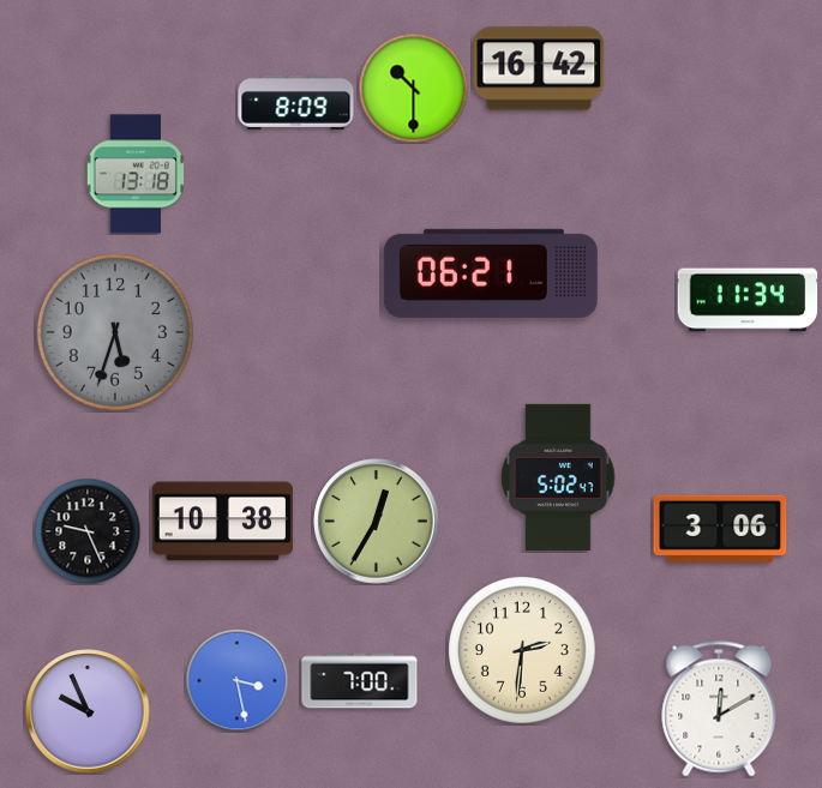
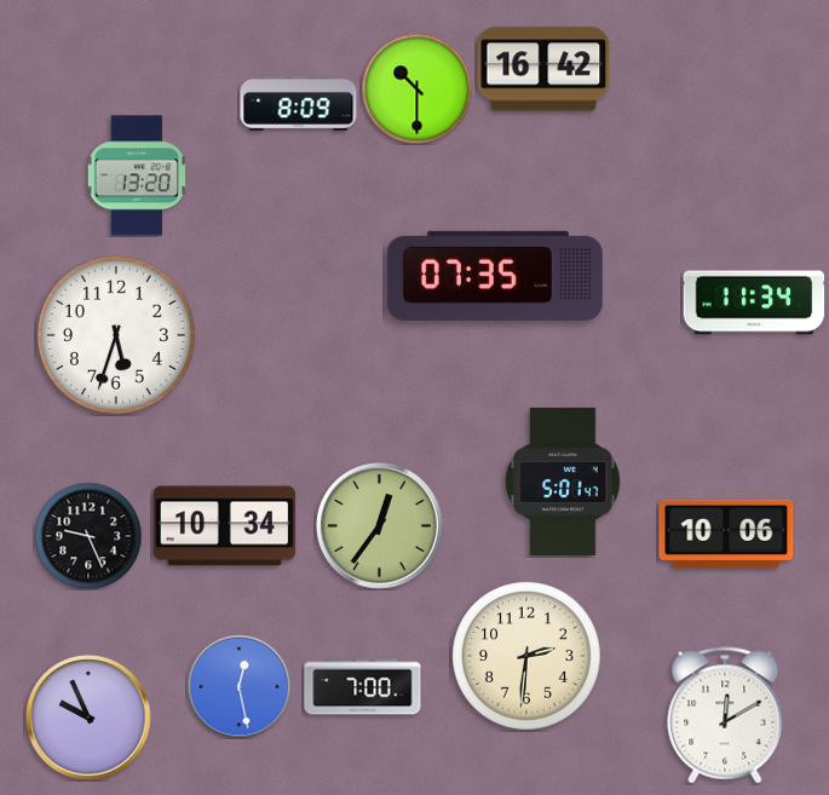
clock at (136, 174): 13:18 -> 13:20
clock at (491, 273): 06:21 -> 07:35
clock at (115, 332) dial: grey -> white
clock at (558, 477): 5:02 -> 5:01
clock at (223, 522): 10:38 -> 10:34
clock at (377, 522): 12:35 -> 12:36
clock at (720, 528): 3:06 -> 10:06
clock at (236, 680): 3:28 -> 12:28
